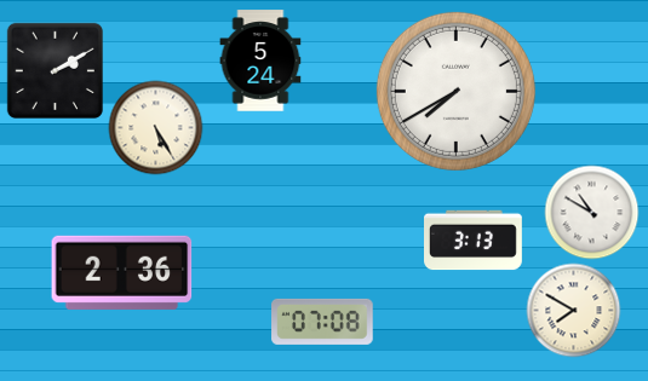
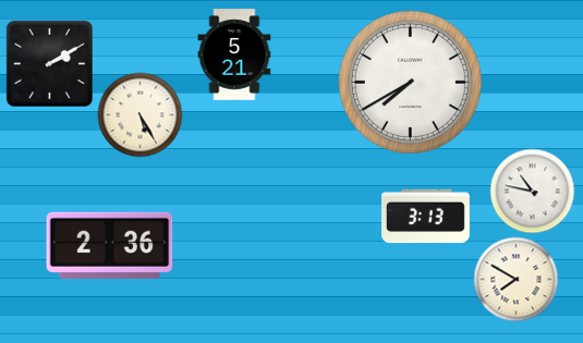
clock at (260, 60): 5:24 -> 5:21
clock at (591, 212): 10:50 -> 10:47
clock at (322, 322): 07:08 -> none
